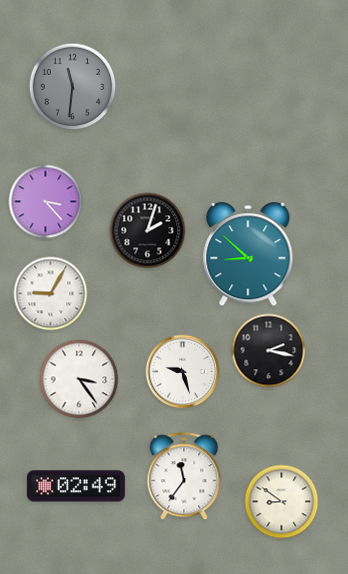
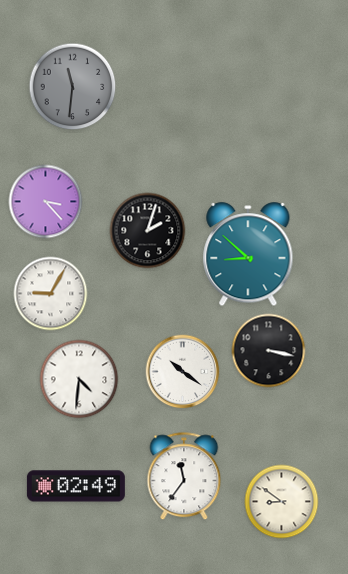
clock at (269, 351): 2:17 -> 3:17
clock at (183, 372): 9:27 -> 10:21
clock at (79, 379): 3:24 -> 4:31
